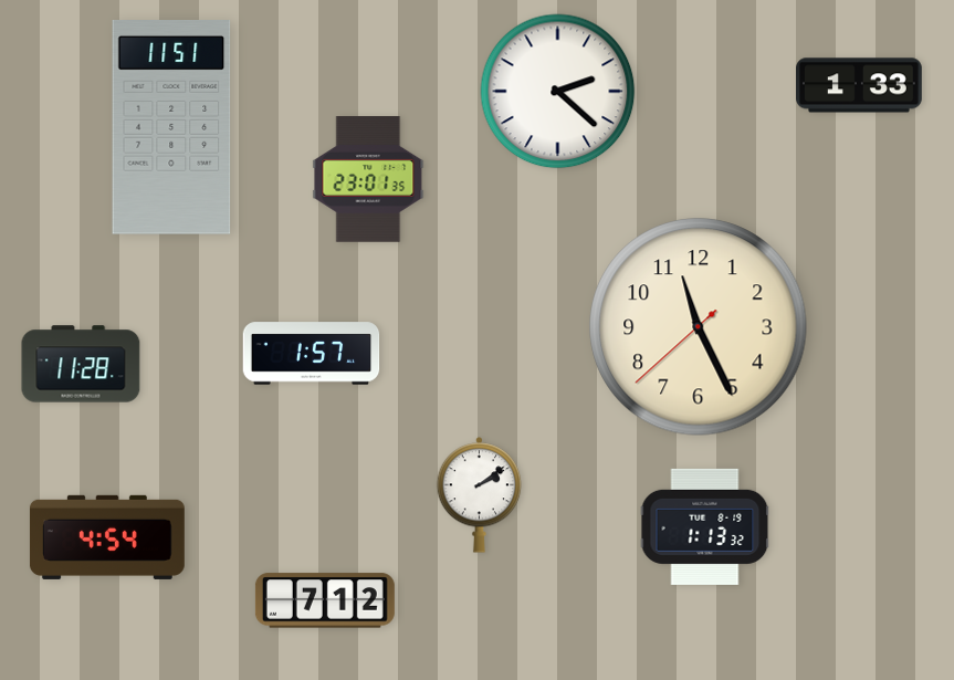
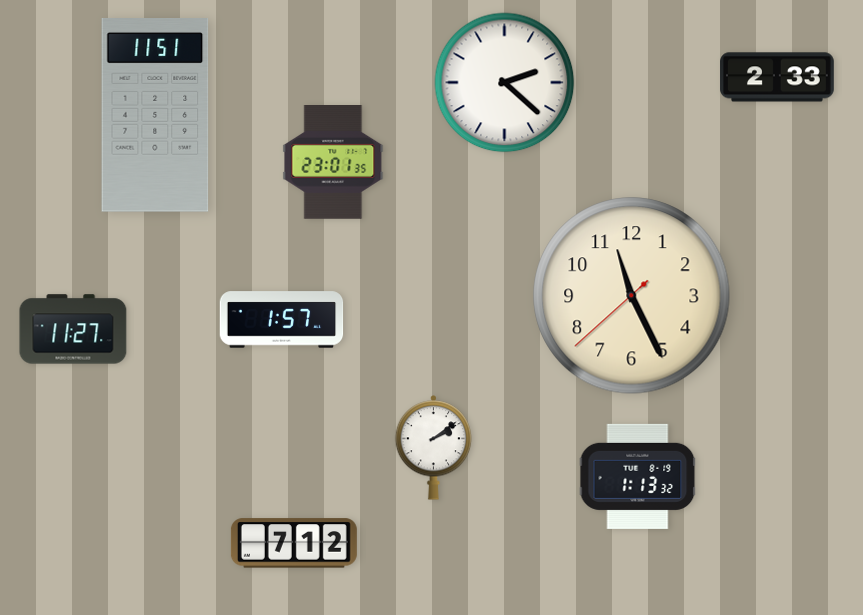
clock at (859, 85): 1:33 -> 2:33
clock at (81, 364): 11:28 -> 11:27
clock at (107, 537): 4:54 -> none
